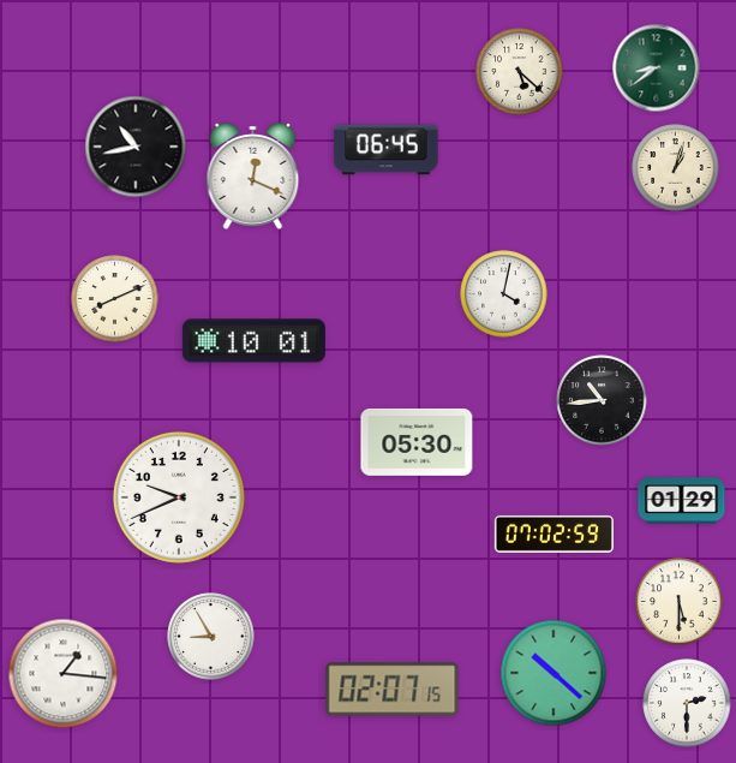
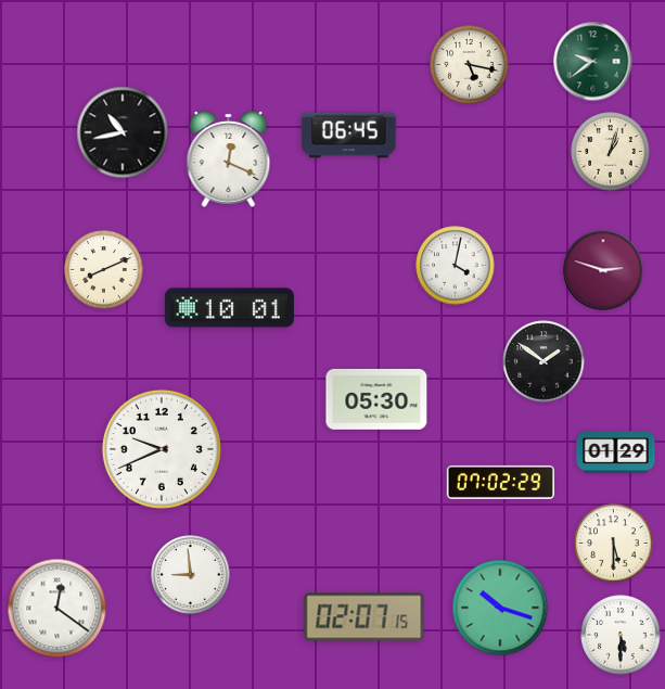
clock at (657, 68): 8:39 -> 9:39
clock at (520, 72): 5:22 -> 5:17
clock at (603, 270): none -> 2:48
clock at (602, 400): 10:44 -> 1:51
clock at (554, 533): 07:02:59 -> 07:02:29
clock at (211, 637): 8:55 -> 8:59
clock at (554, 673): 10:22 -> 10:18
clock at (64, 674): 1:16 -> 12:21
clock at (393, 690) position: (393, 690) -> (365, 617)
clock at (687, 703): 2:30 -> 5:30
